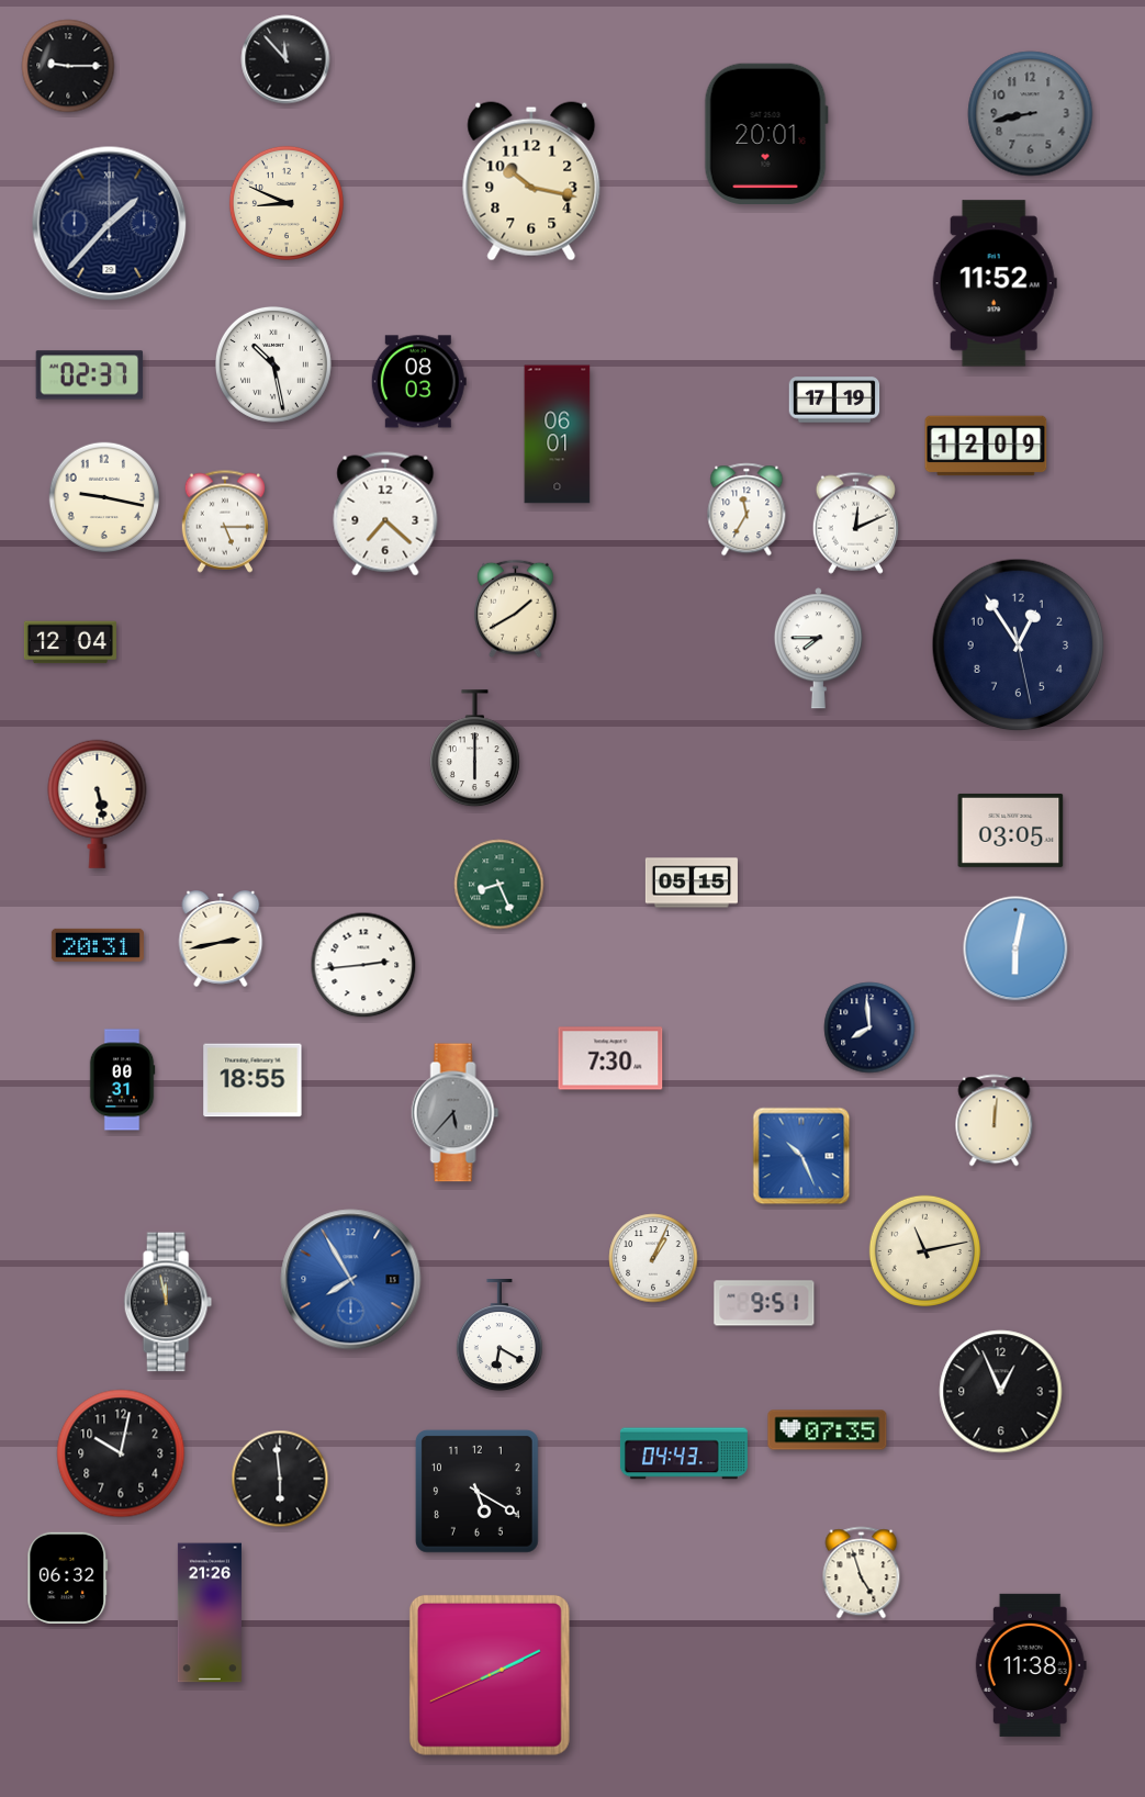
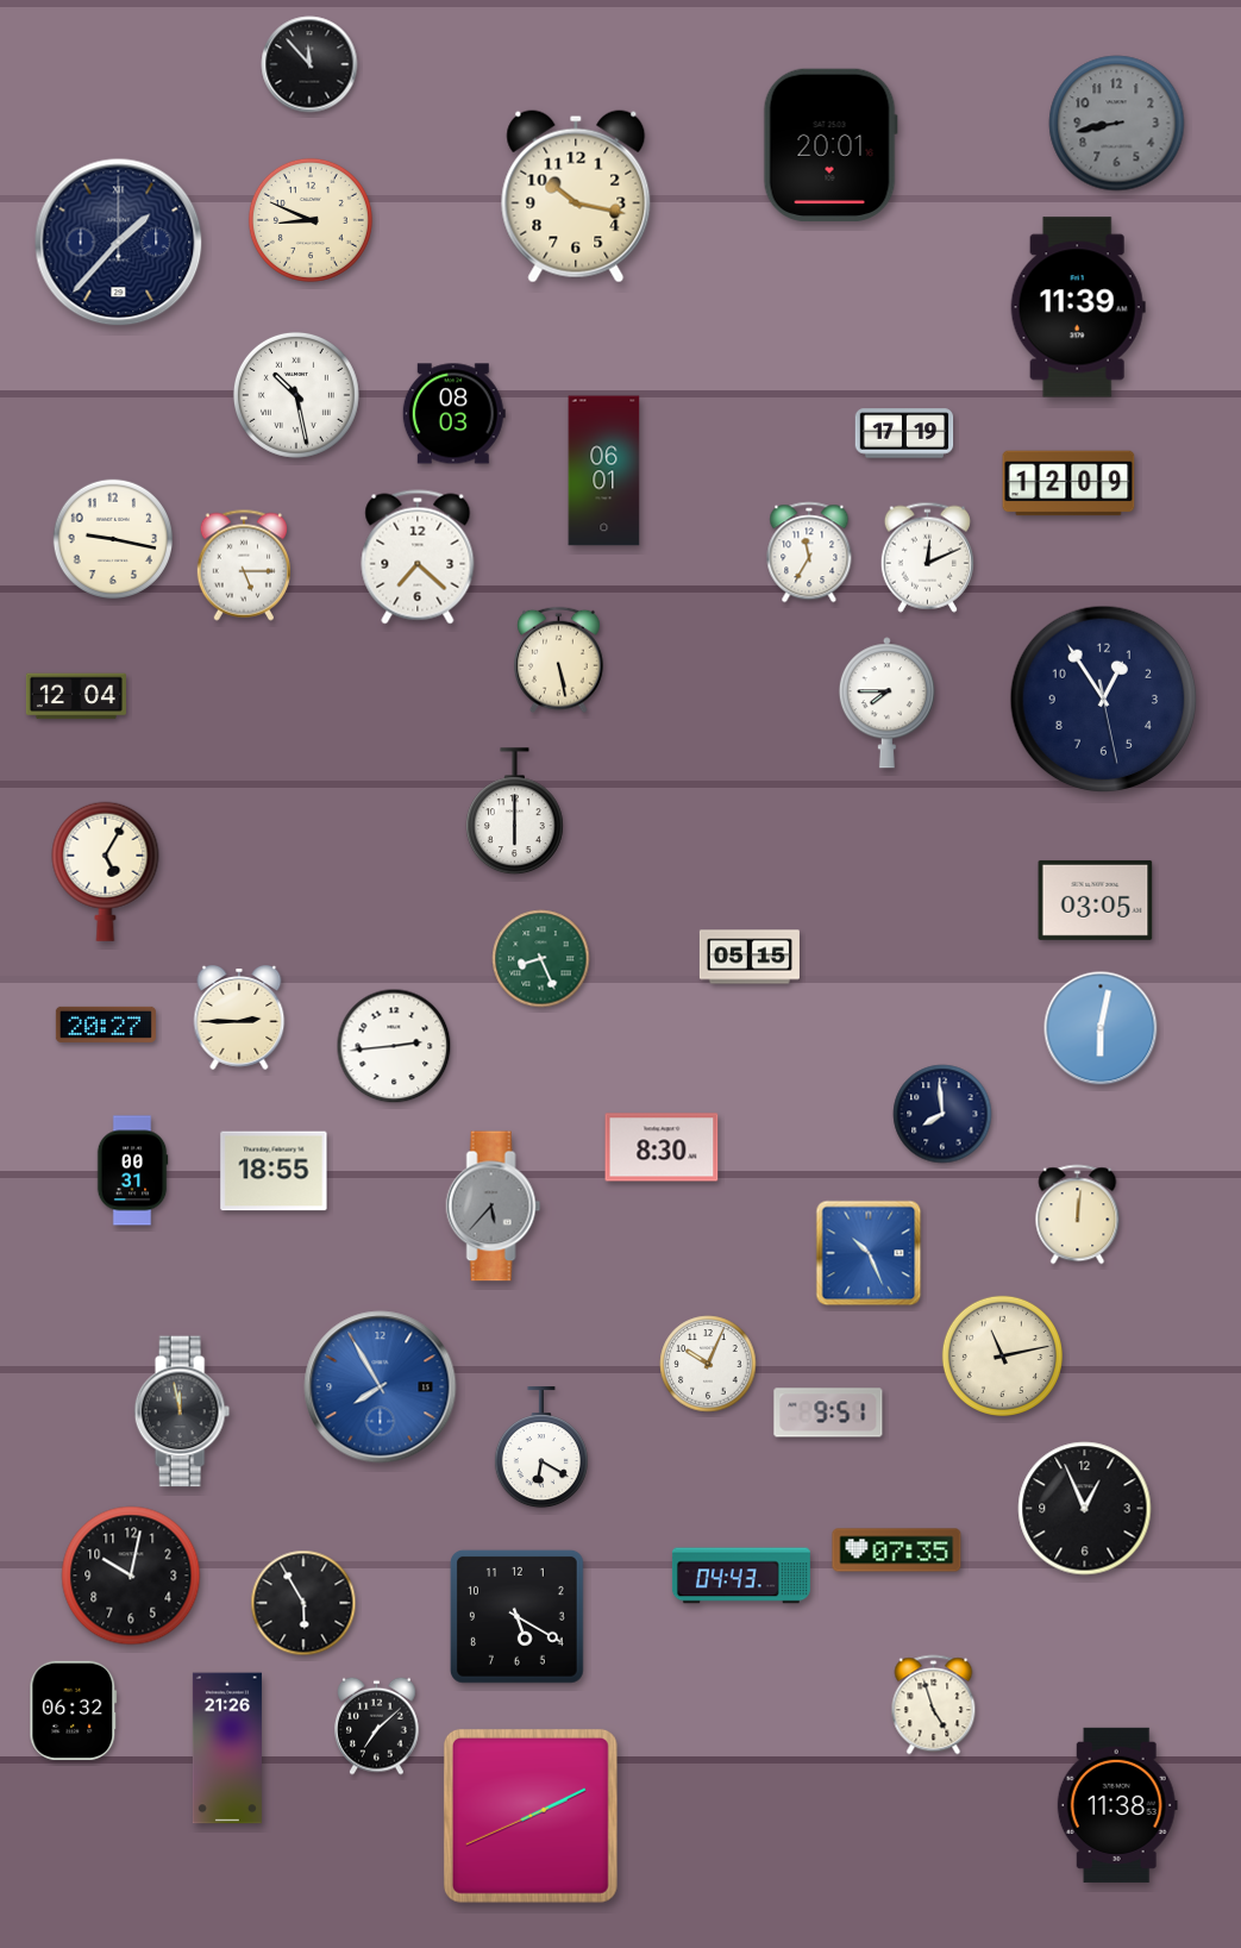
clock at (68, 66): 9:15 -> none
clock at (995, 283): 11:52 -> 11:39
clock at (90, 375): 02:37 -> none
clock at (855, 523) position: (855, 523) -> (927, 557)
clock at (516, 609): 1:40 -> 5:28
clock at (98, 804): 5:28 -> 5:05
clock at (221, 940): 2:43 -> 2:45
clock at (98, 945): 20:31 -> 20:27
clock at (610, 1058): 7:30 -> 8:30
clock at (653, 1258): 1:04 -> 10:04
clock at (280, 1479): 5:59 -> 5:55
clock at (377, 1725): none -> 7:08
